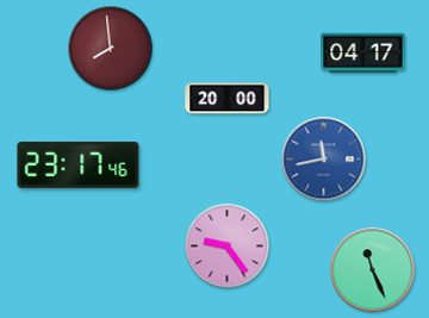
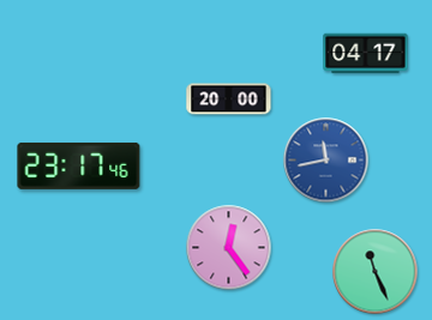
clock at (111, 49): 7:59 -> none
clock at (228, 247): 9:24 -> 12:24
